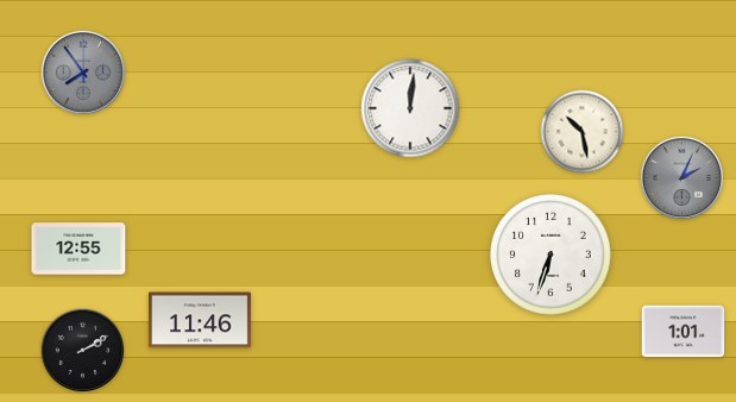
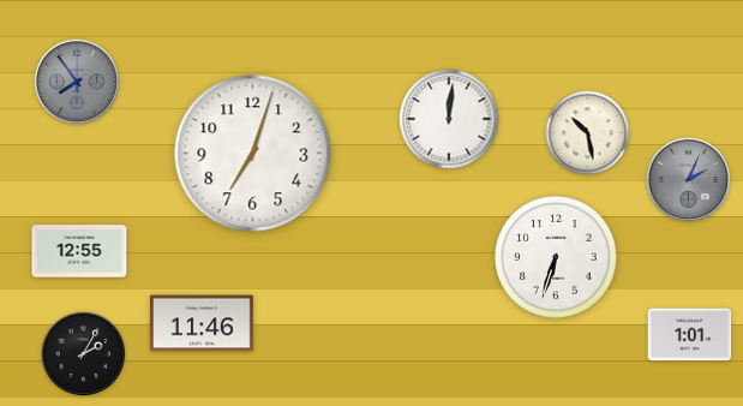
clock at (82, 71) position: (82, 71) -> (76, 80)
clock at (410, 108) position: (410, 108) -> (449, 119)
clock at (253, 154): none -> 7:03
clock at (83, 351): 2:10 -> 2:05
